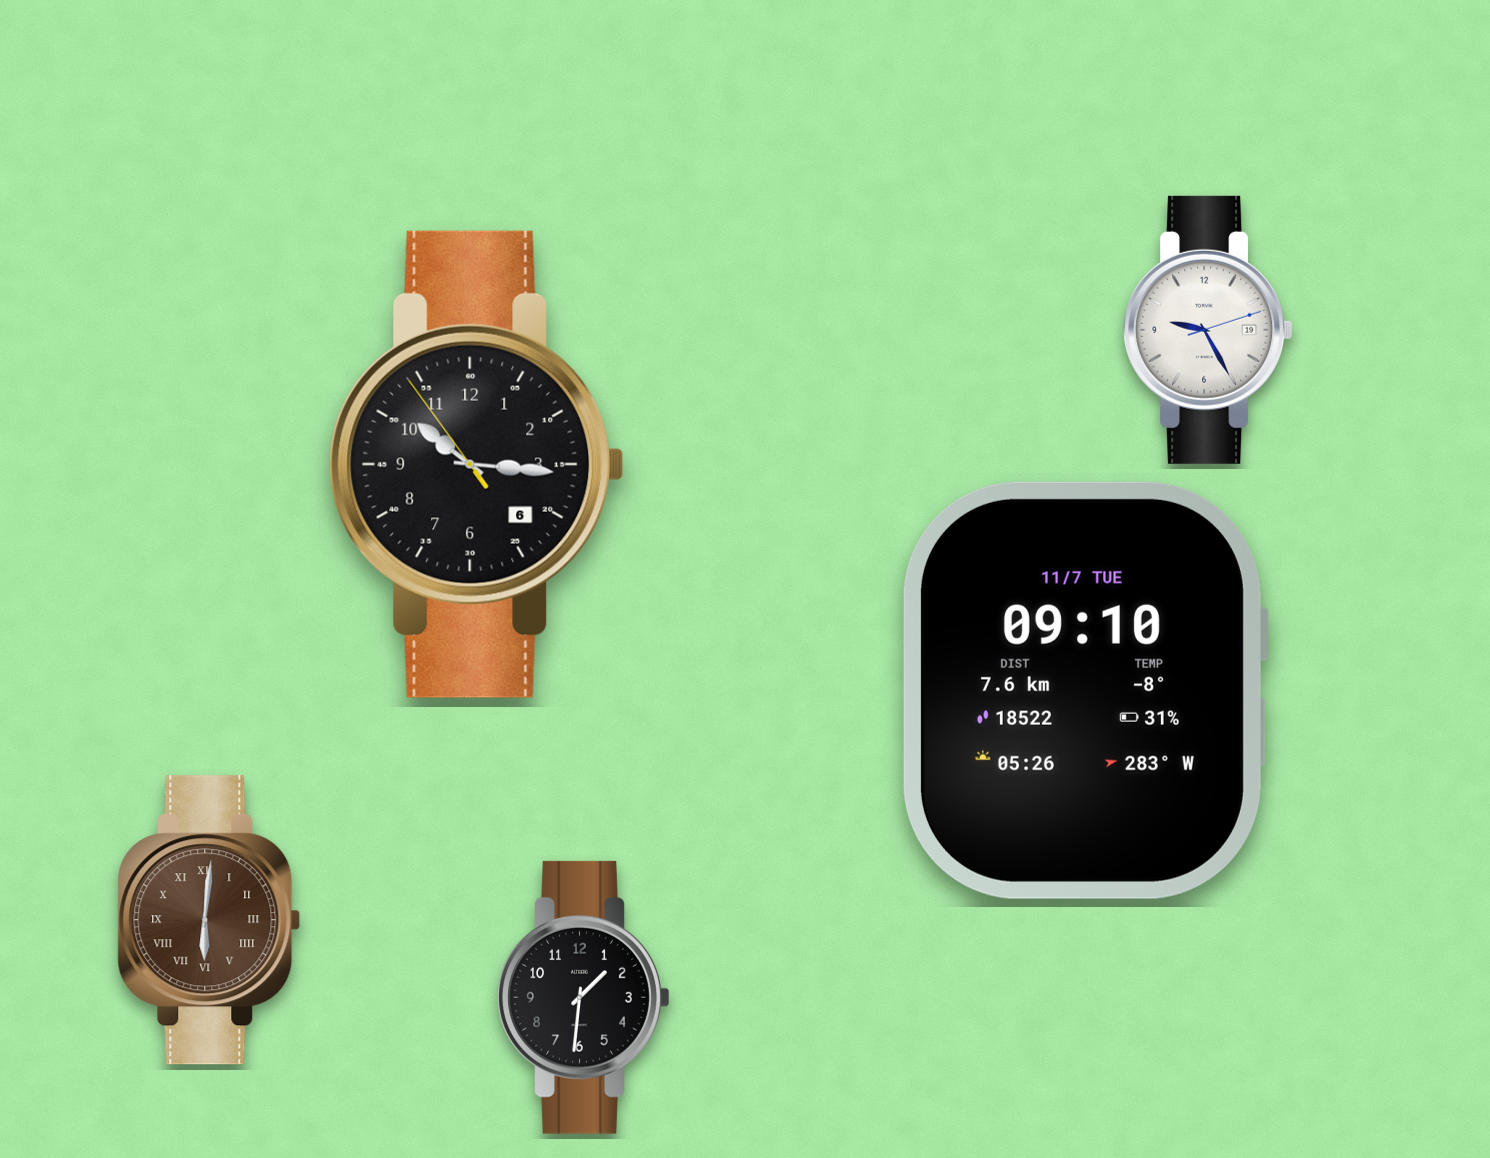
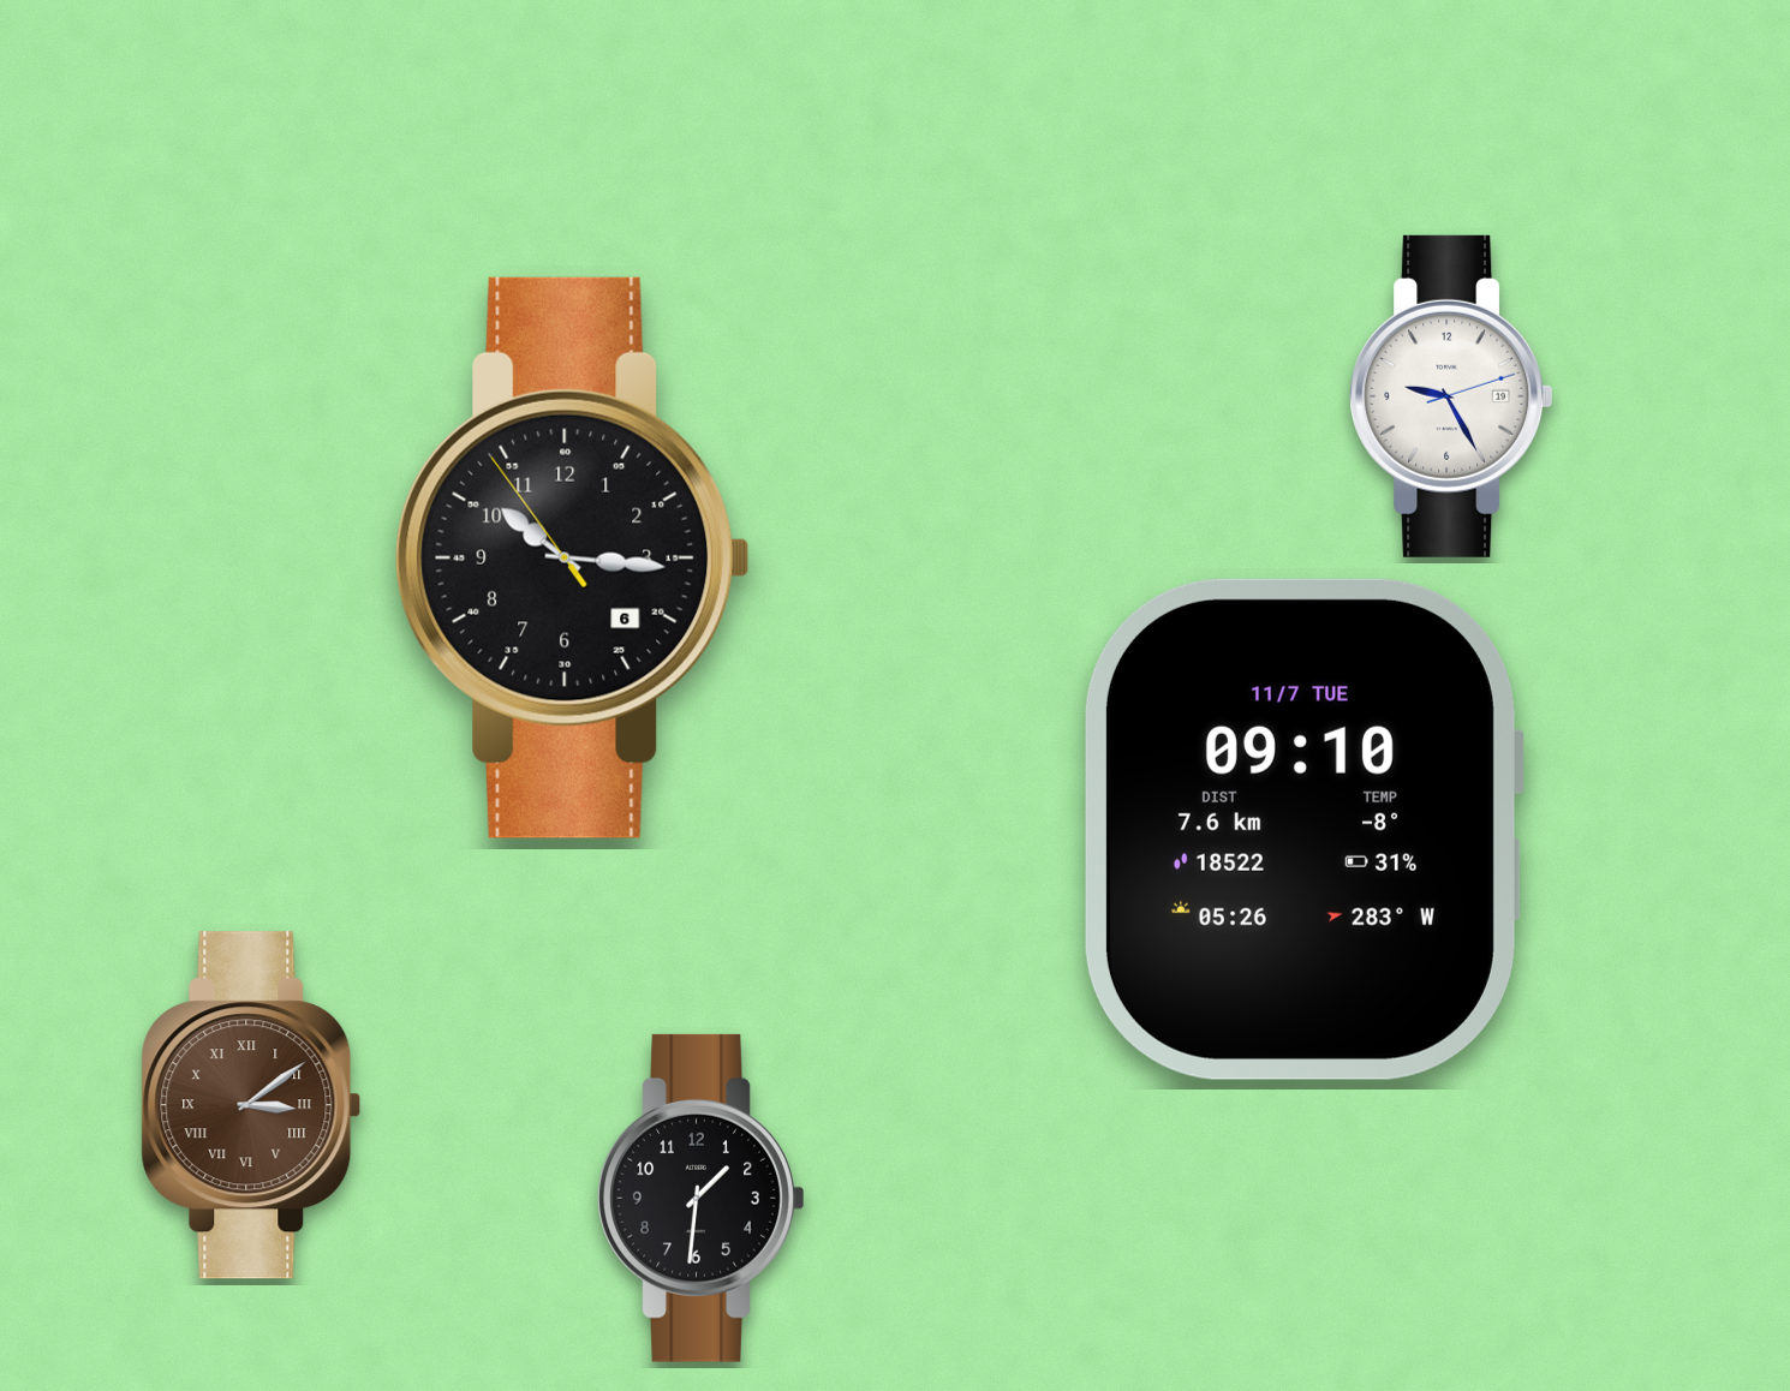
clock at (209, 920): 6:01 -> 3:09
